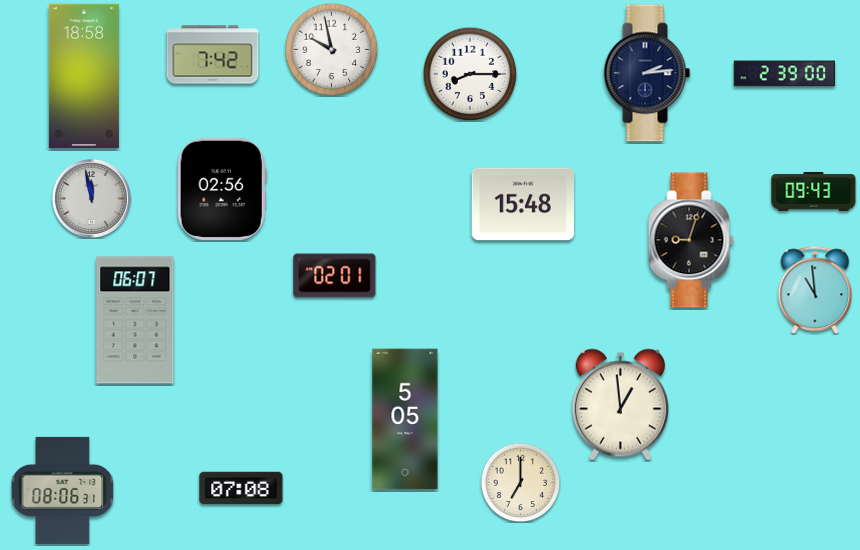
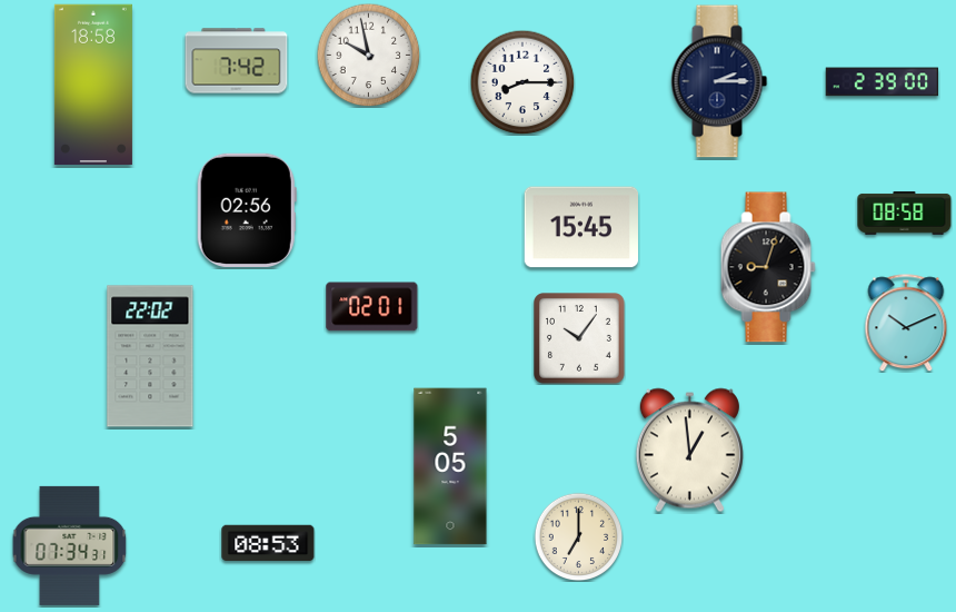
clock at (647, 73): 2:14 -> 2:15
clock at (785, 74) position: (785, 74) -> (883, 82)
clock at (814, 191): 09:43 -> 08:58
clock at (91, 198): 11:58 -> none
clock at (522, 204): 15:48 -> 15:45
clock at (815, 290): 10:59 -> 10:11
clock at (580, 339): none -> 10:06
clock at (135, 320): 06:07 -> 22:02
clock at (241, 488): 07:08 -> 08:53
clock at (63, 490): 08:06 -> 07:34
